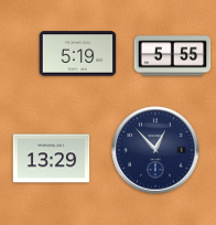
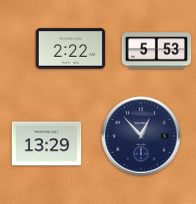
clock at (78, 54): 5:19 -> 2:22
clock at (173, 56): 5:55 -> 5:53
